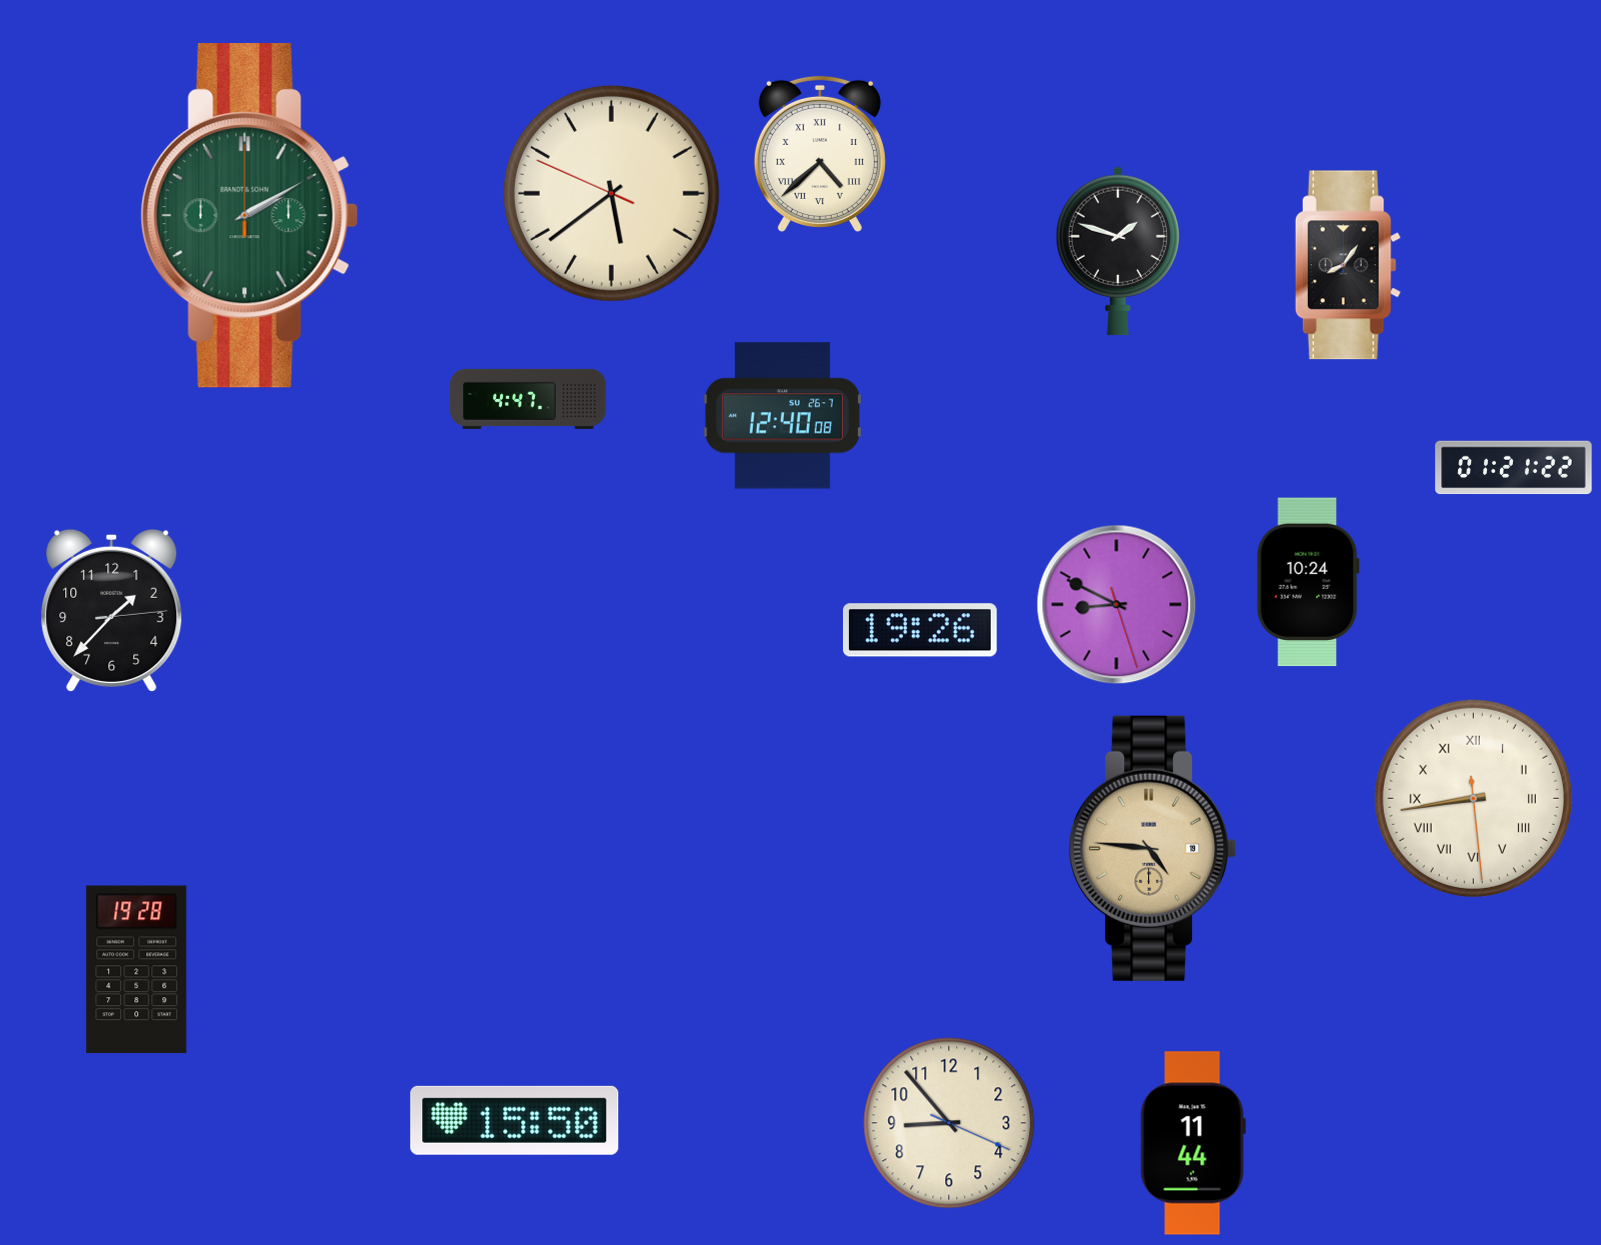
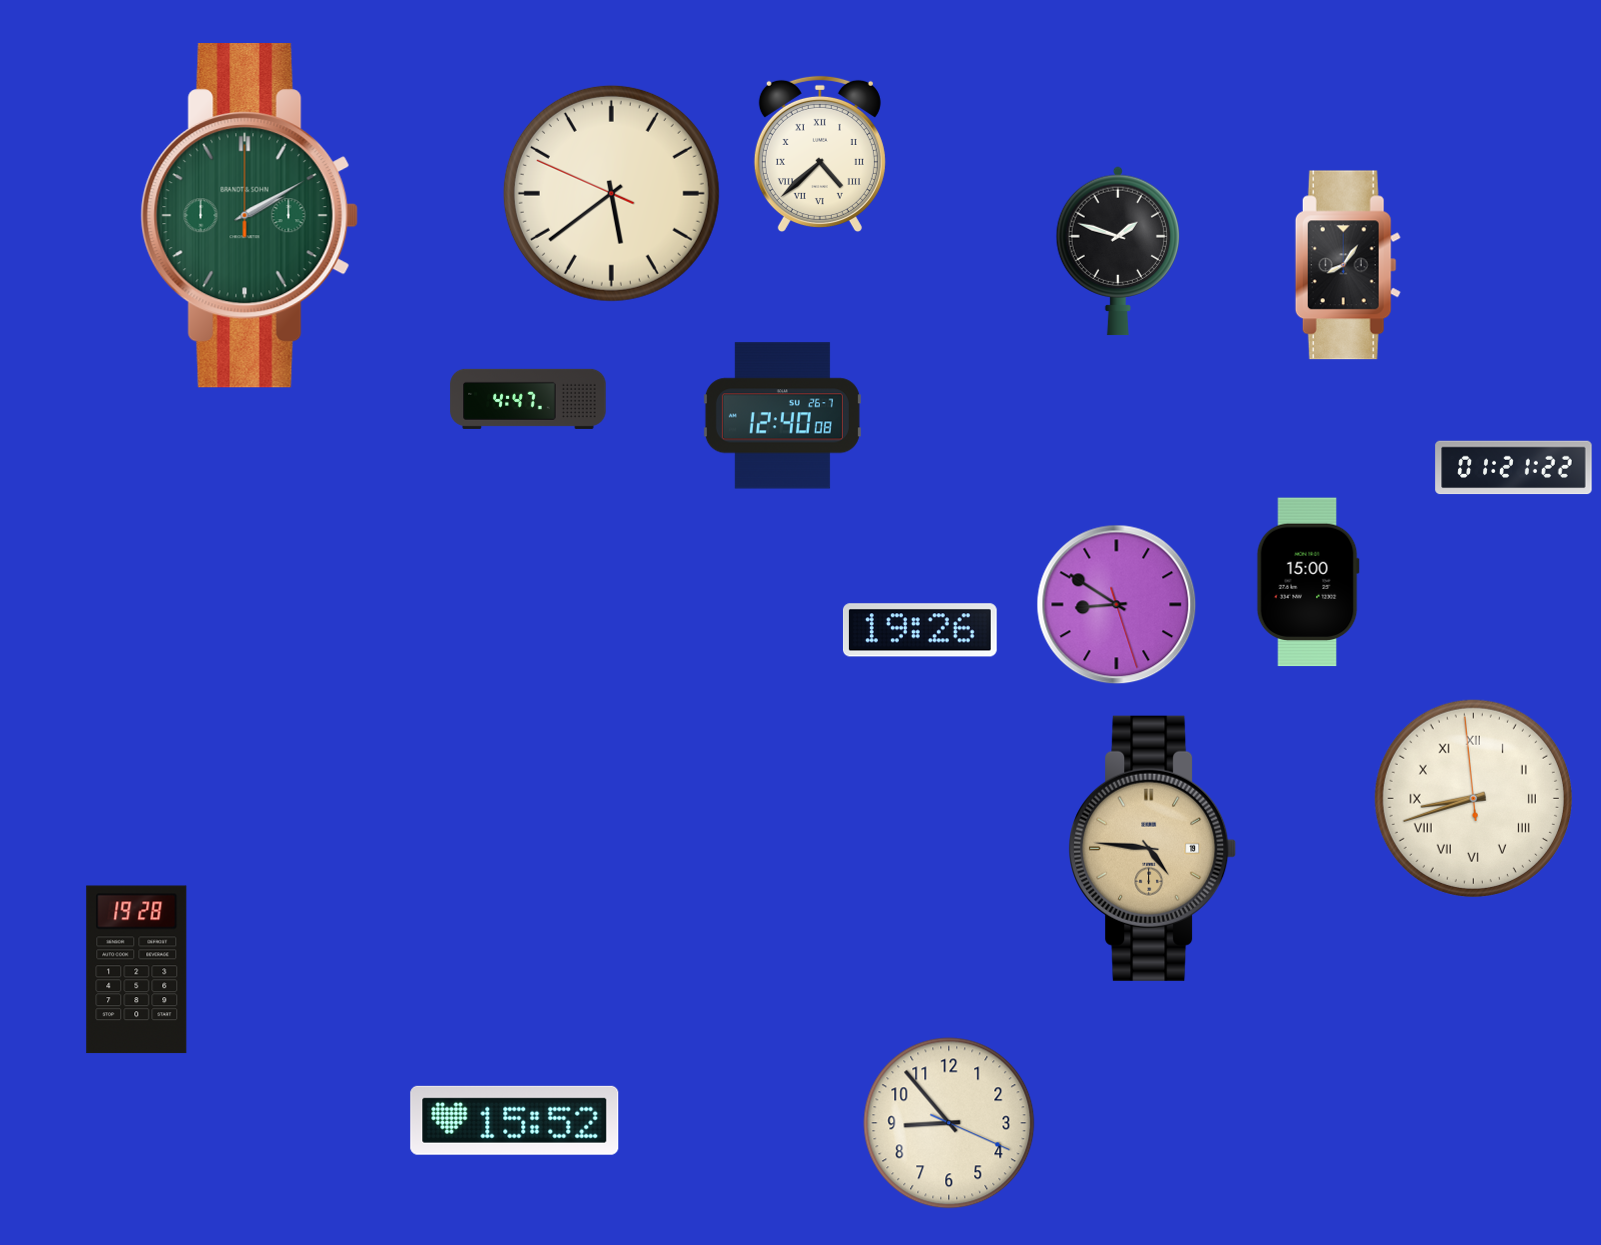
clock at (1308, 582): 10:24 -> 15:00
clock at (1117, 605): 8:49 -> 8:50
clock at (112, 610): 1:37 -> none
clock at (1473, 798): 8:43 -> 8:41
clock at (515, 1120): 15:50 -> 15:52
clock at (1193, 1143): 11:44 -> none
